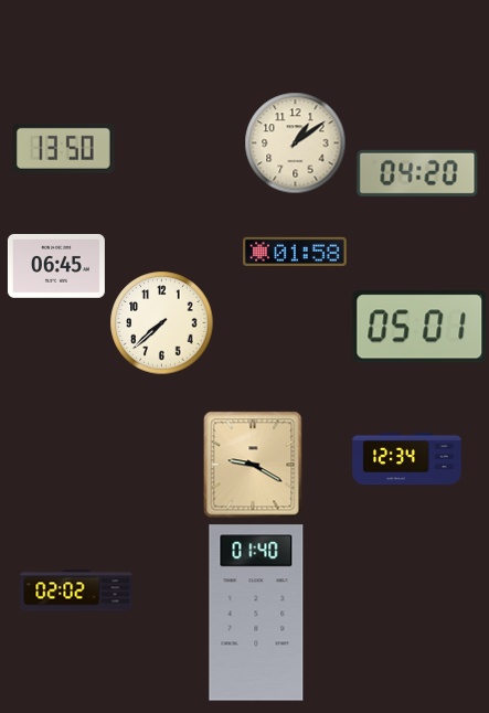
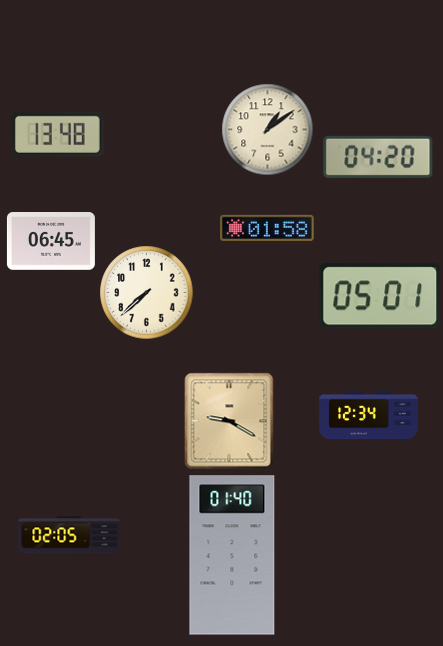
clock at (63, 148): 13:50 -> 13:48
clock at (76, 590): 02:02 -> 02:05
